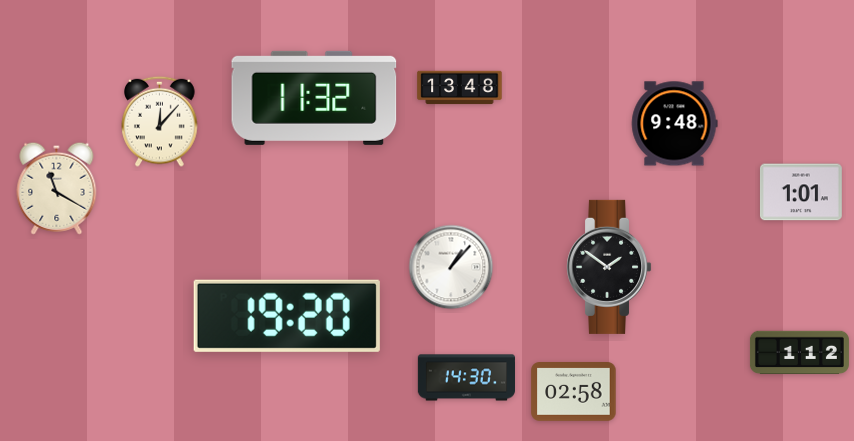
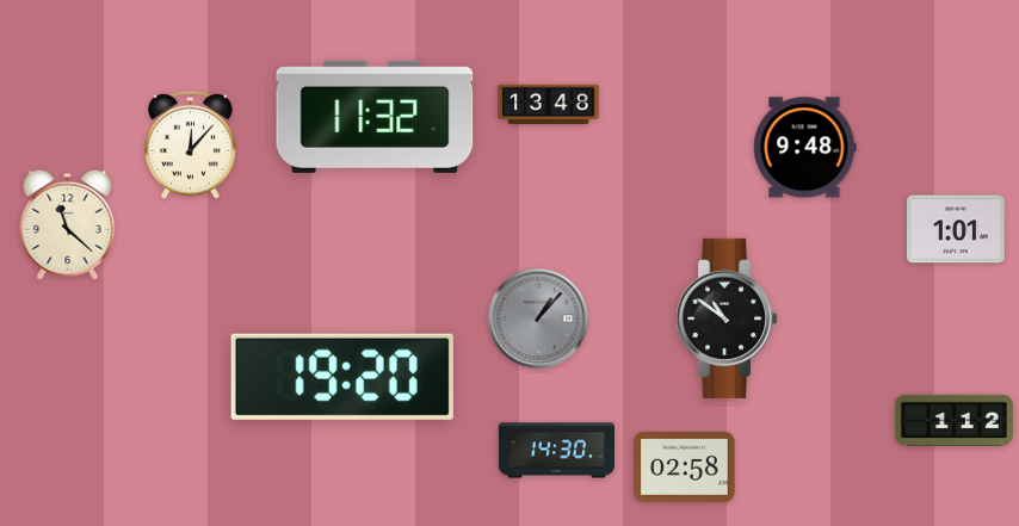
clock at (57, 188): 11:20 -> 11:22
clock at (451, 267) dial: white -> grey
clock at (609, 267): 1:51 -> 10:51
